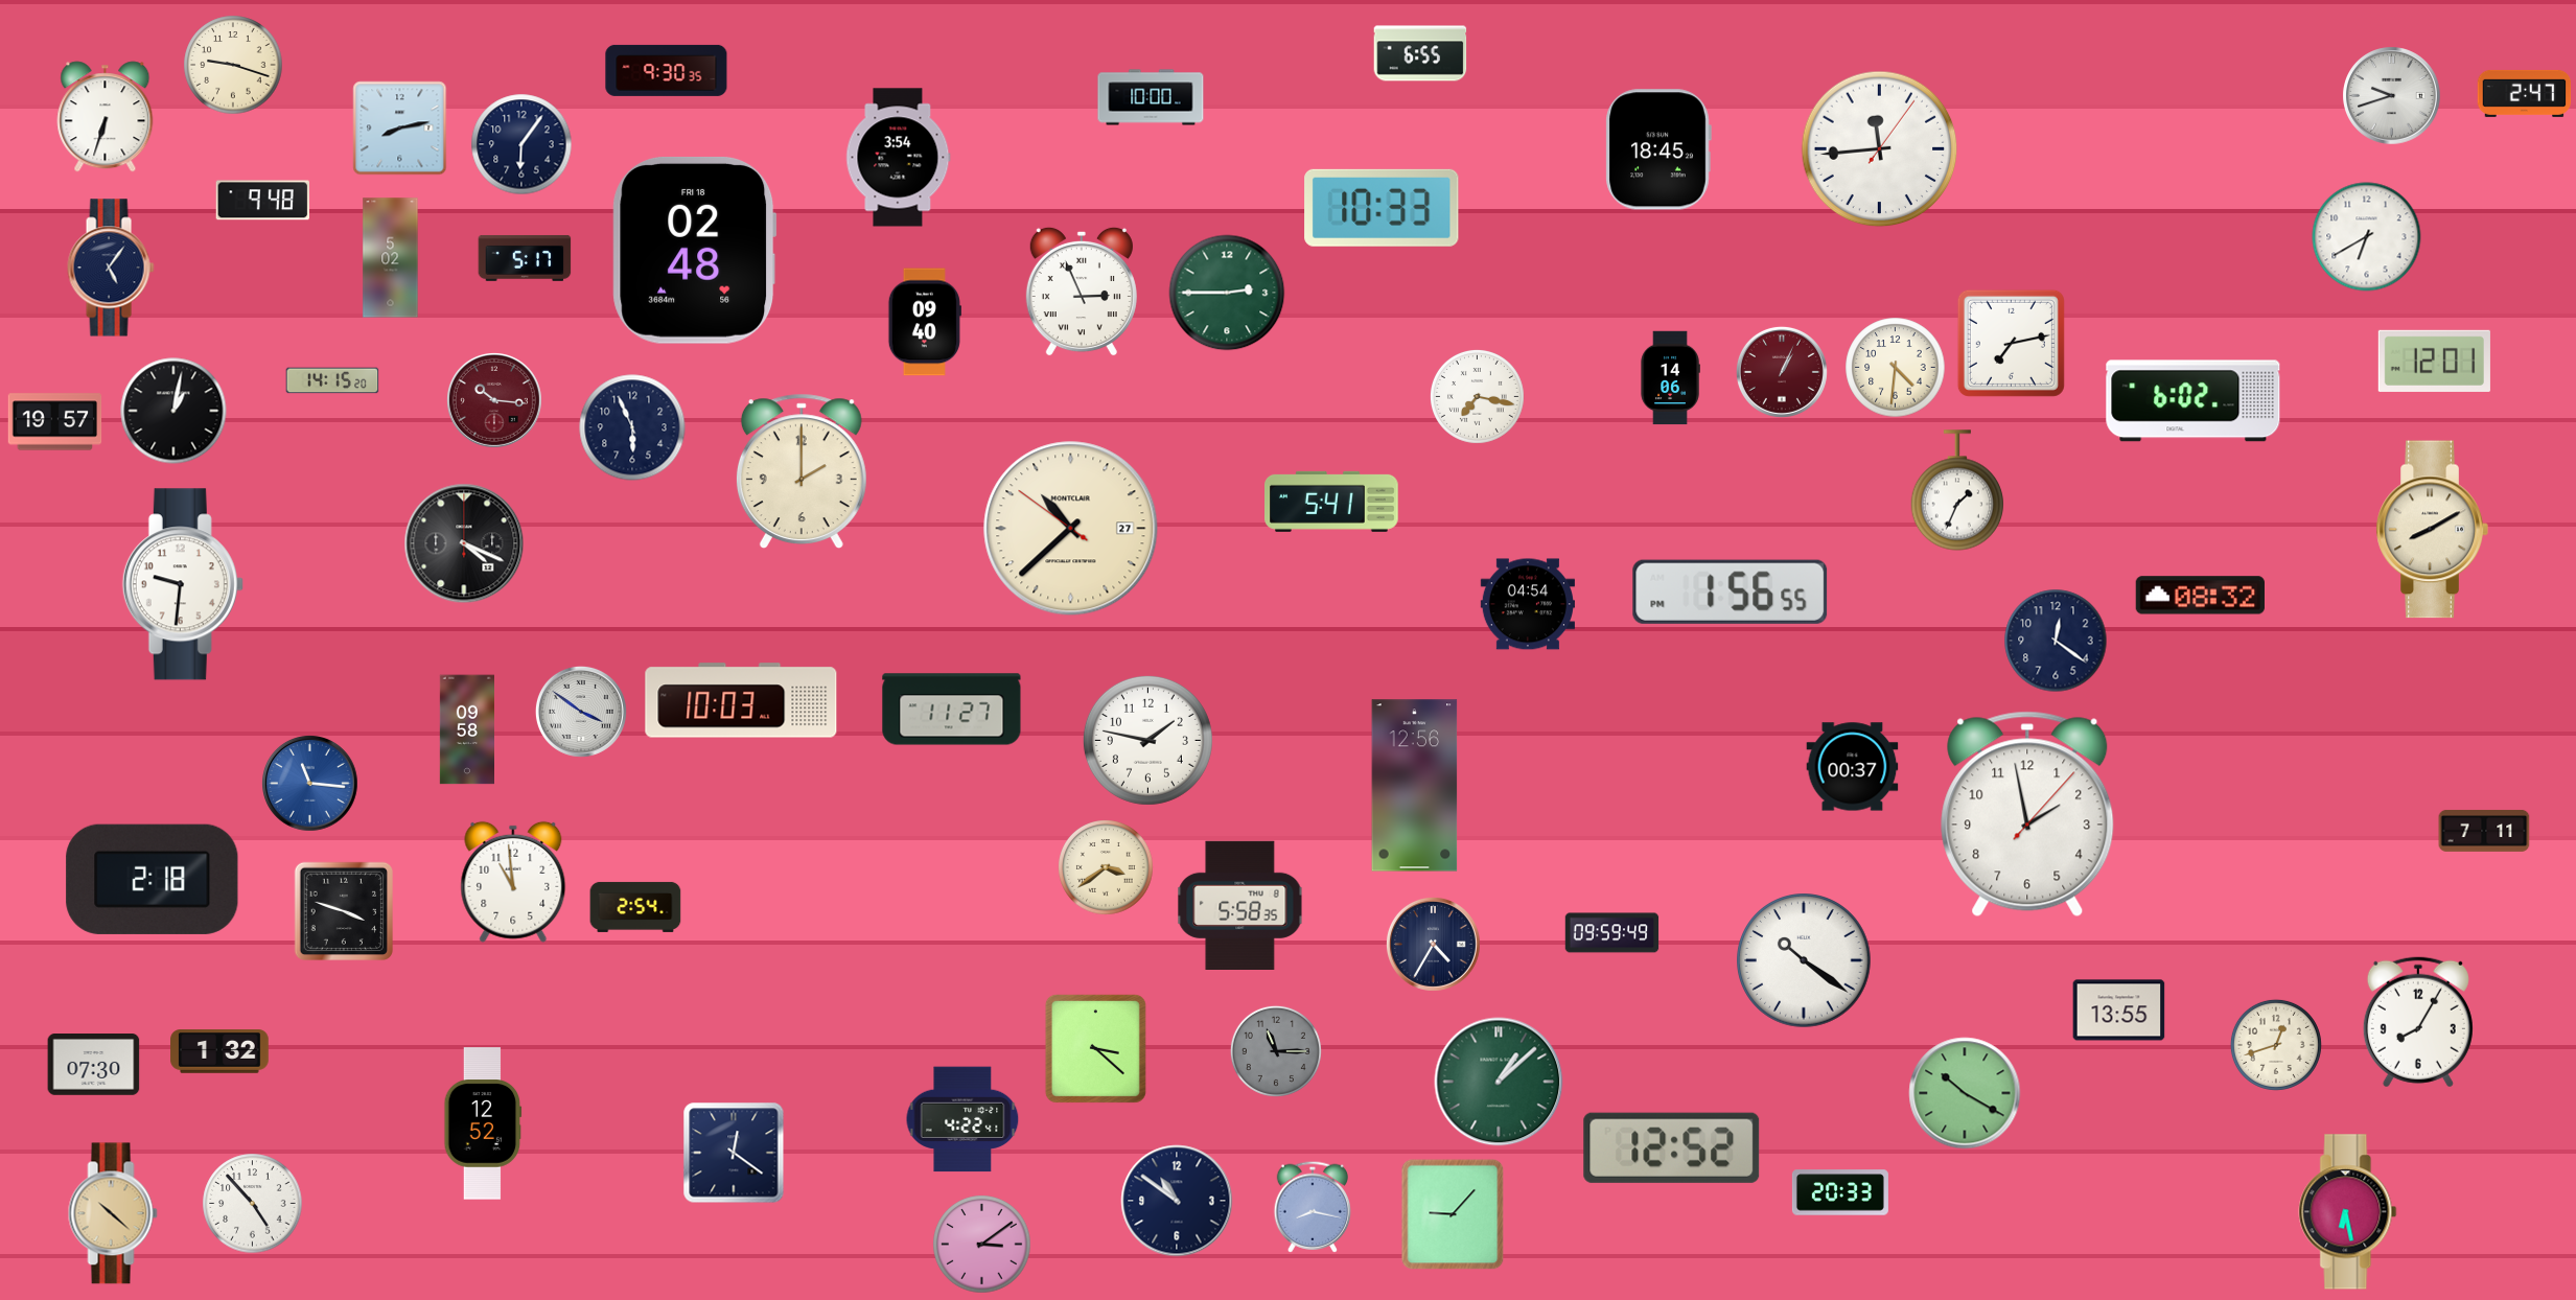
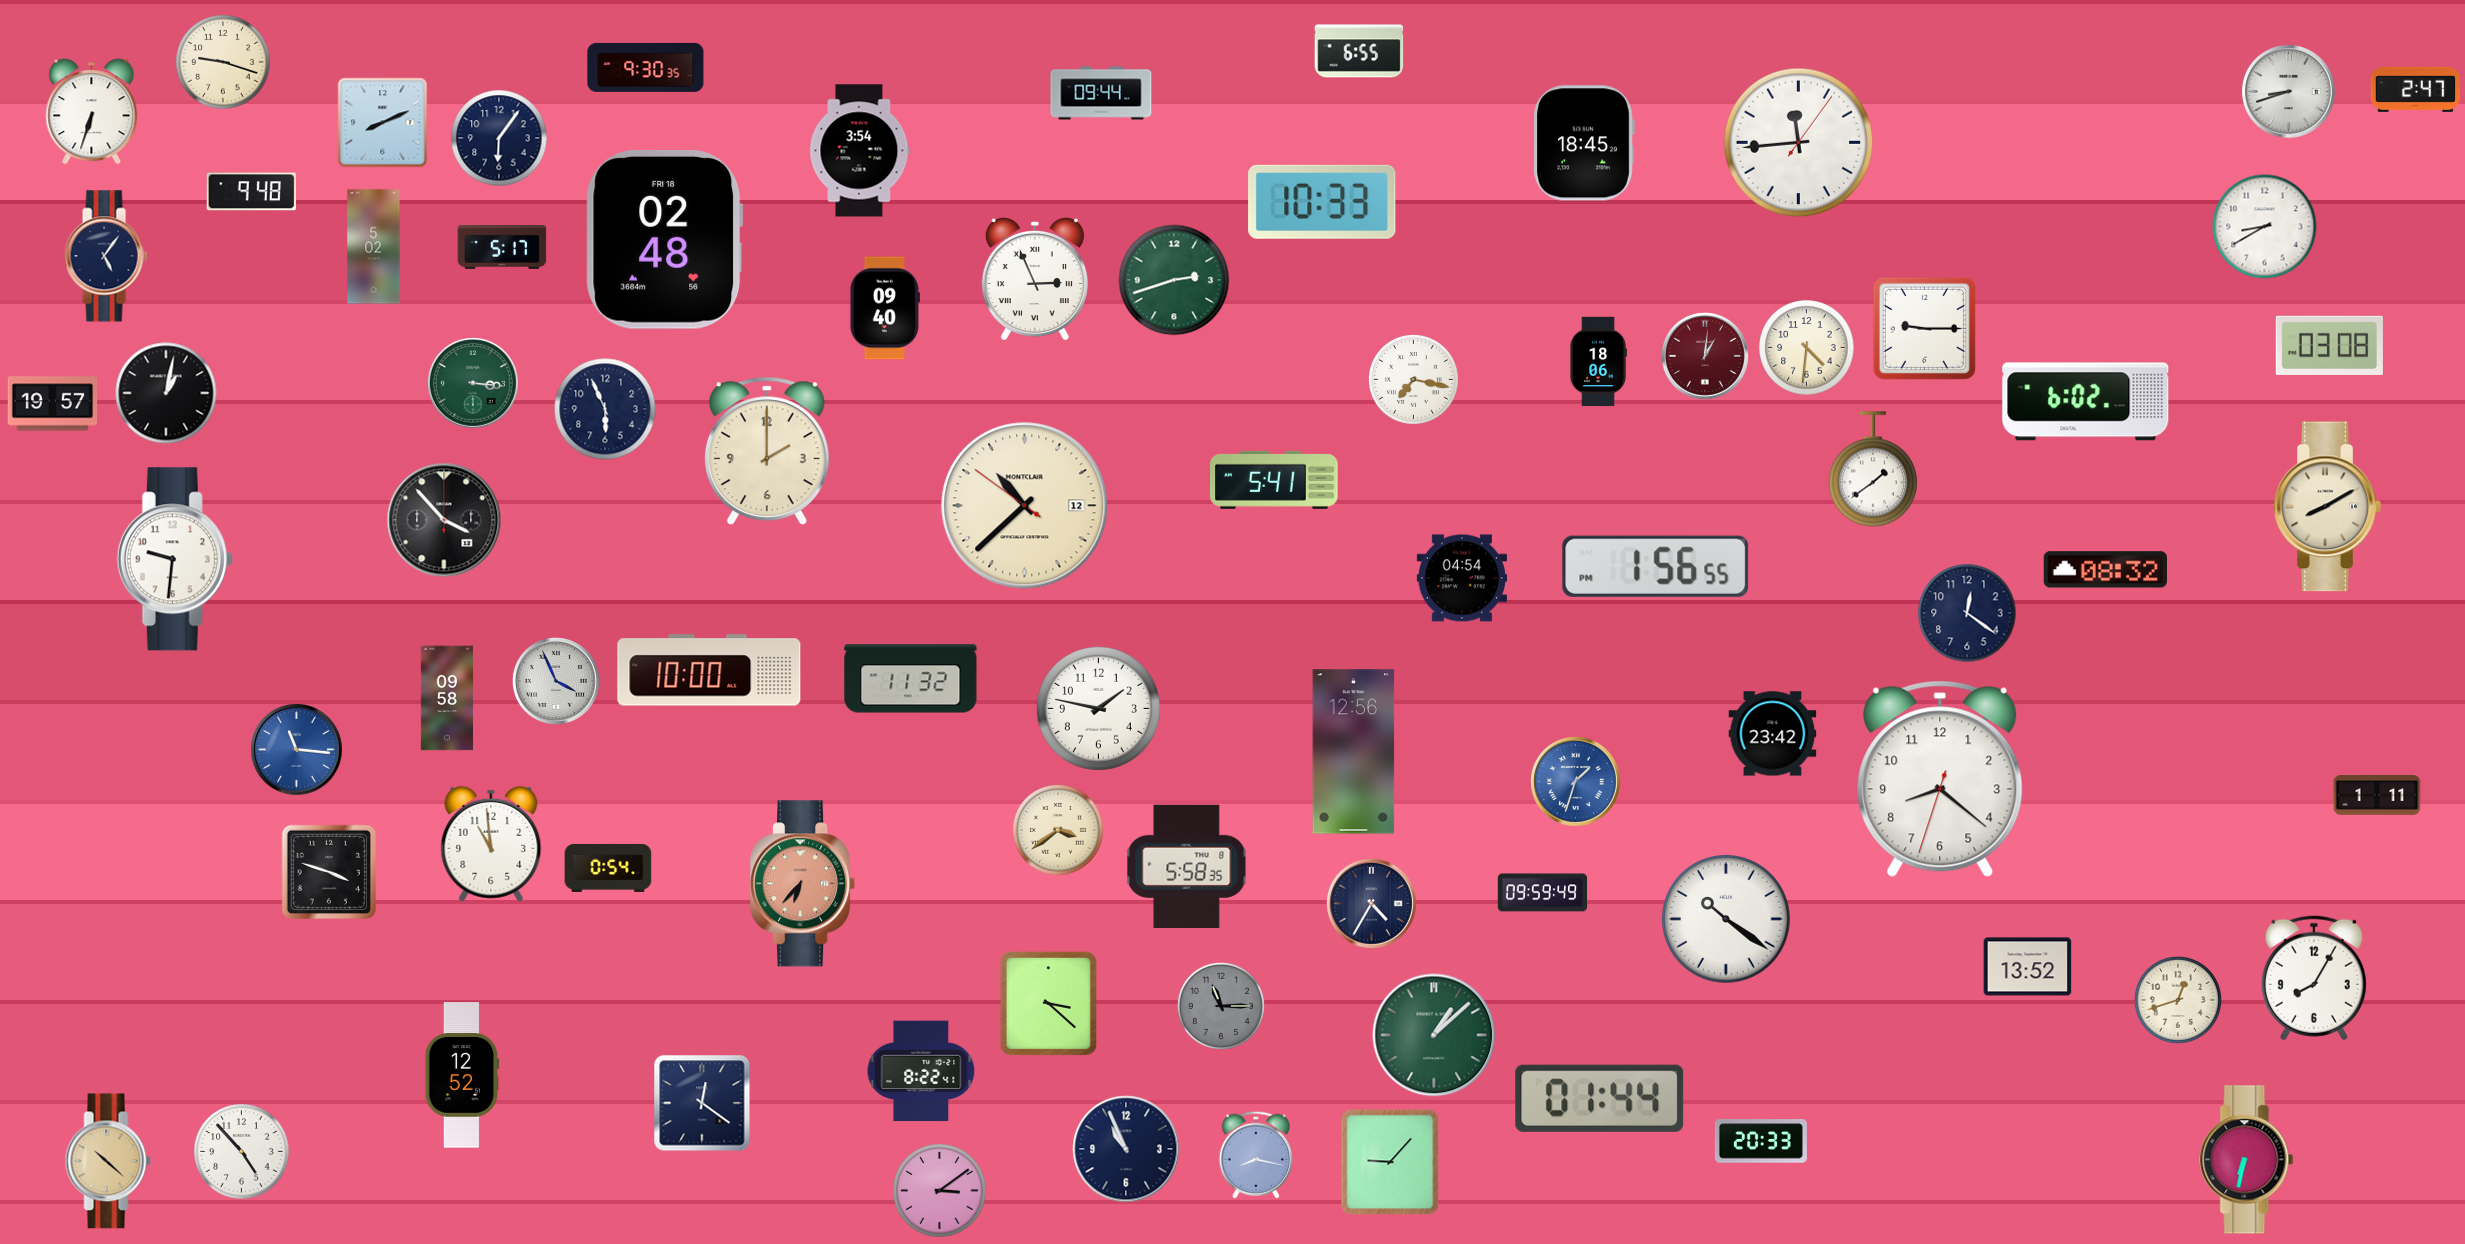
clock at (667, 70) position: (667, 70) -> (646, 67)
clock at (2392, 96): 9:42 -> 8:42
clock at (1151, 97): 10:00 -> 09:44
clock at (106, 117) position: (106, 117) -> (92, 112)
clock at (400, 129): 8:13 -> 8:11
clock at (1658, 149) position: (1658, 149) -> (1584, 143)
clock at (1382, 208) position: (1382, 208) -> (1322, 202)
clock at (2367, 237): 6:40 -> 8:40
clock at (1227, 293): 2:45 -> 2:42
clock at (2011, 343): 7:13 -> 9:15
clock at (2434, 361): 12:01 -> 03:08
clock at (1896, 368) position: (1896, 368) -> (1807, 348)
clock at (1782, 372): 1:04 -> 1:01
clock at (1670, 378): 14:06 -> 18:06
clock at (332, 380): 14:15 -> none
clock at (494, 400): 10:16 -> 3:16
clock at (494, 400) dial: burgundy -> green
clock at (2194, 401) position: (2194, 401) -> (2086, 402)
clock at (1957, 490): 1:34 -> 1:39
clock at (1071, 529) date: 27 -> 12
clock at (464, 543): 4:19 -> 3:53
clock at (741, 700): 10:03 -> 10:00
clock at (952, 710): 11:27 -> 11:32
clock at (581, 712): 3:51 -> 3:56
clock at (1853, 767): 00:37 -> 23:42
clock at (2027, 814): 1:58 -> 8:21
clock at (1575, 781): none -> 1:33
clock at (2484, 831): 7:11 -> 1:11
clock at (153, 879): 2:18 -> none
clock at (635, 907): 2:54 -> 0:54
clock at (803, 884): none -> 6:37
clock at (2119, 1011): 13:55 -> 13:52
clock at (219, 1051): 1:32 -> none
clock at (94, 1065): 07:30 -> none
clock at (1965, 1093): 10:20 -> none
clock at (962, 1119): 4:22 -> 8:22
clock at (1672, 1147): 12:52 -> 01:44
clock at (1177, 1201): 10:51 -> 10:56
clock at (2348, 1212): 6:28 -> 6:32
